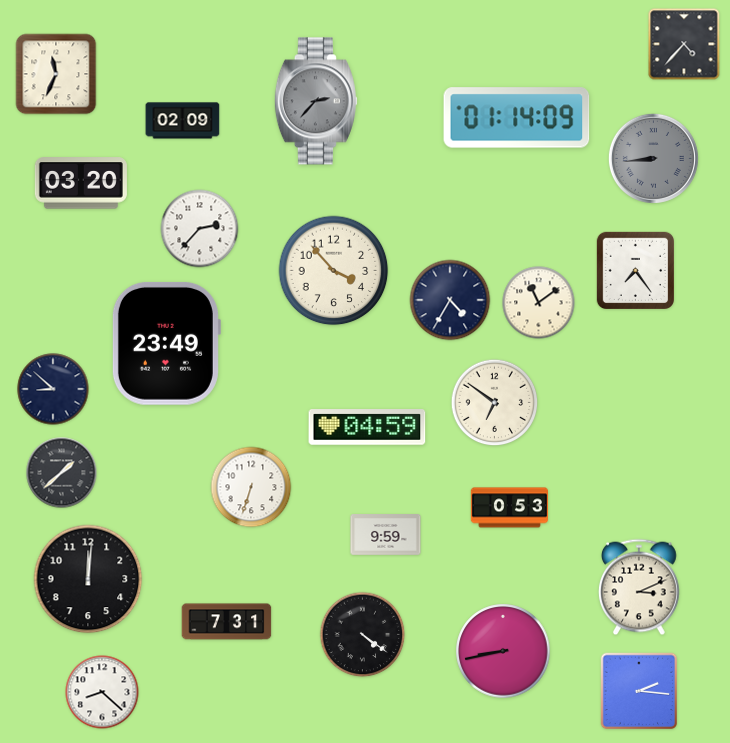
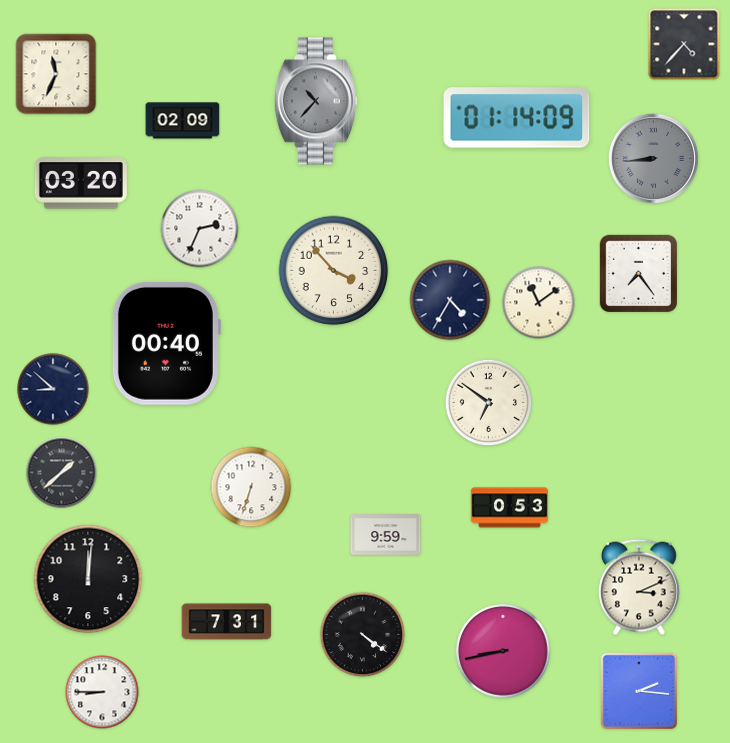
clock at (316, 101): 2:37 -> 10:37
clock at (200, 229): 2:37 -> 2:34
clock at (635, 270) position: (635, 270) -> (638, 273)
clock at (166, 343): 23:49 -> 00:40
clock at (495, 403) position: (495, 403) -> (489, 403)
clock at (367, 427): 04:59 -> none
clock at (102, 692): 8:22 -> 8:45
